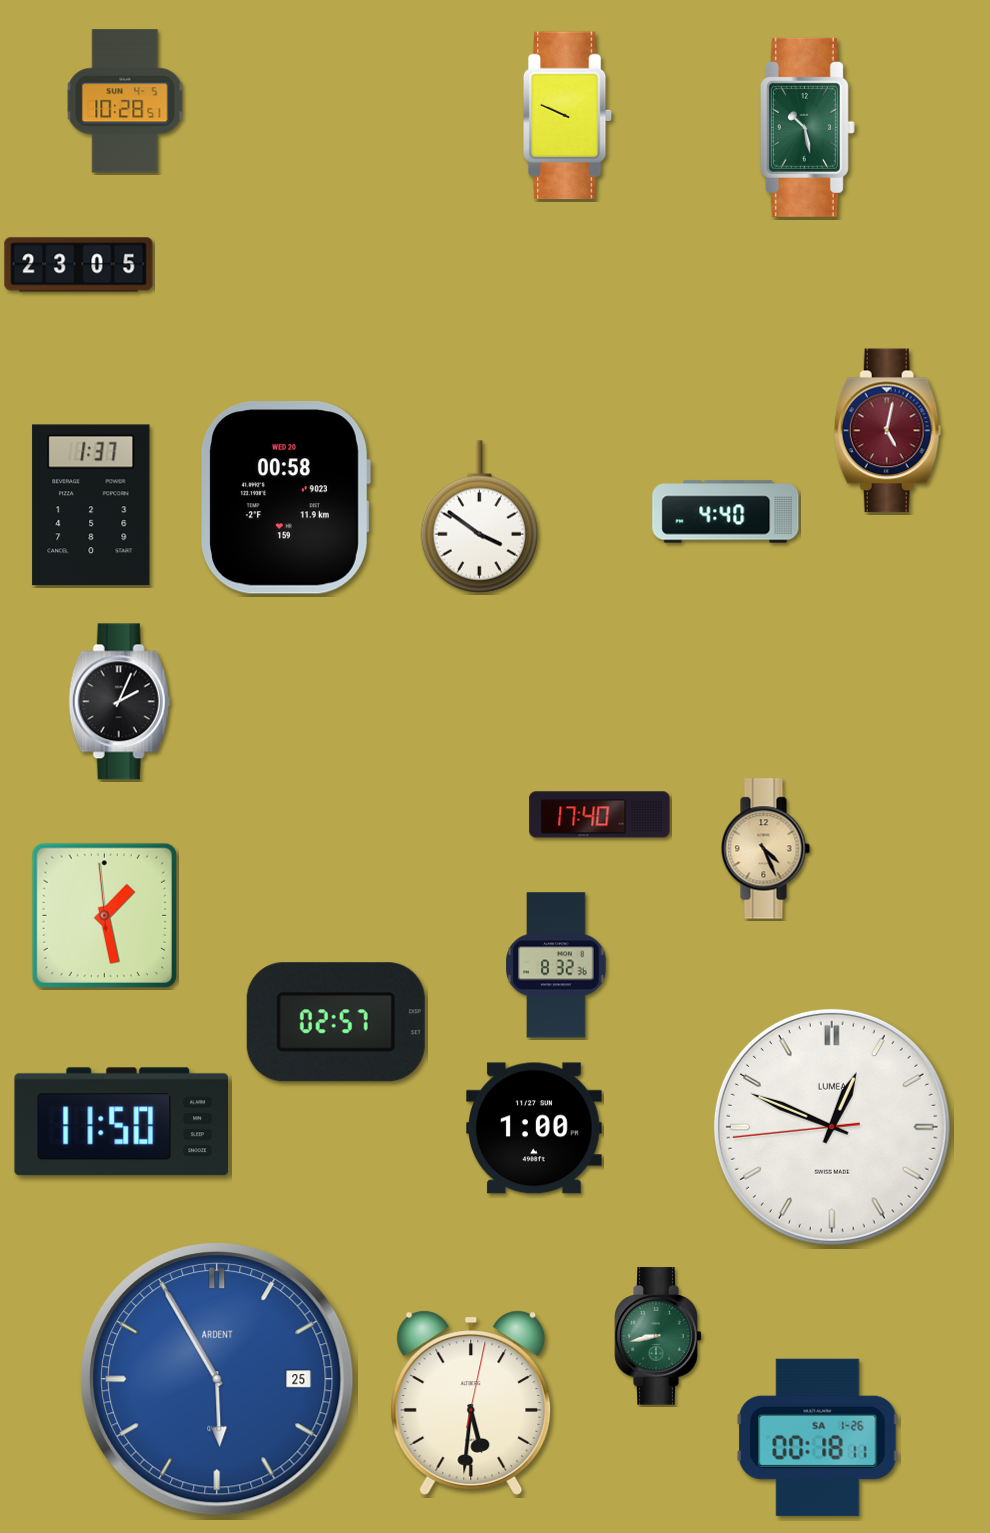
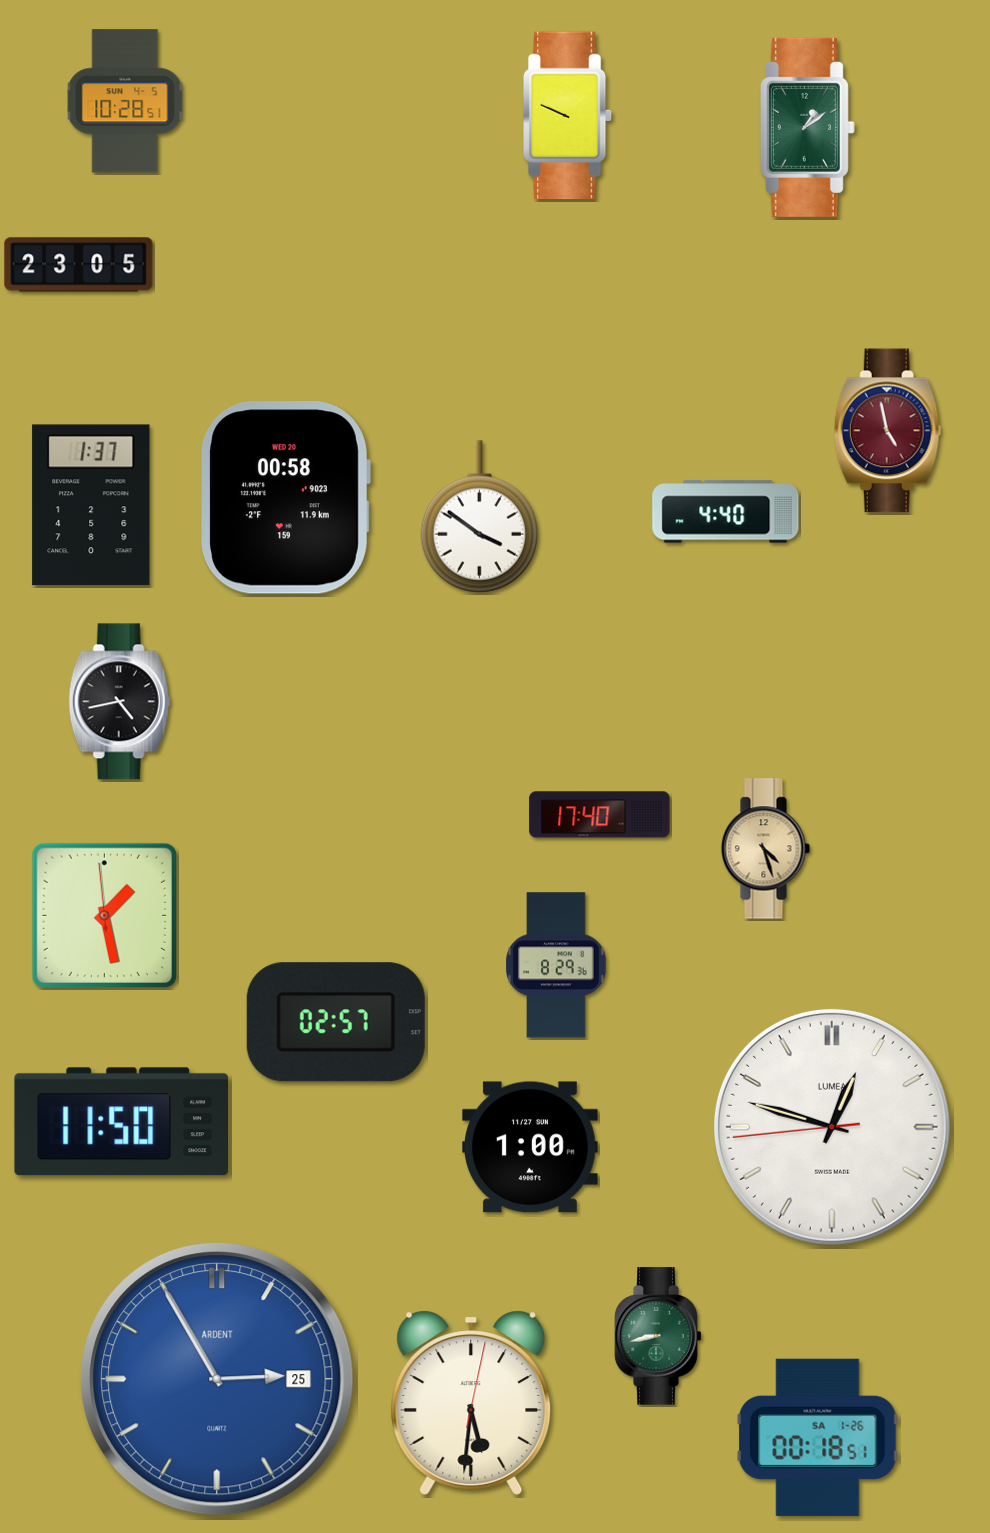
clock at (807, 127): 10:28 -> 1:09
clock at (887, 431): 5:02 -> 4:58
clock at (120, 702): 2:04 -> 4:43
clock at (765, 849): 4:26 -> 4:27
clock at (556, 965): 8:32 -> 8:29
clock at (832, 1127): 12:48 -> 12:47
clock at (534, 1128) position: (534, 1128) -> (530, 1147)
clock at (217, 1379): 5:55 -> 2:55
clock at (818, 1437): 00:18:11 -> 00:18:51
